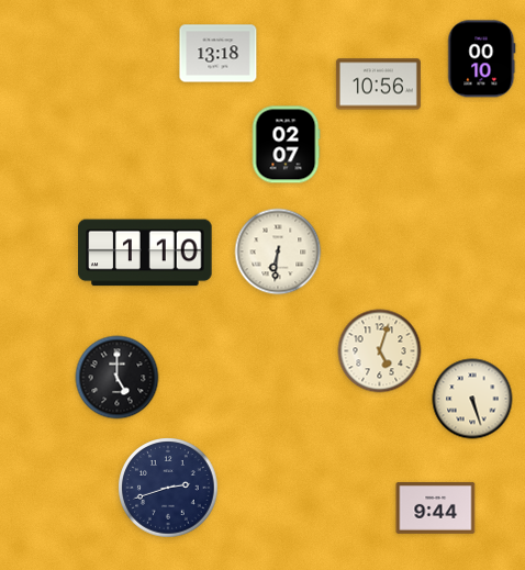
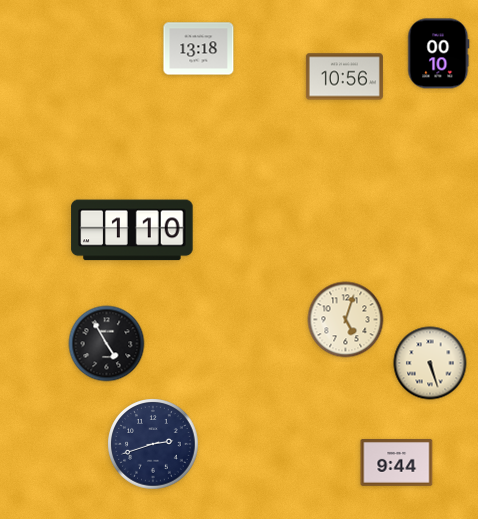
clock at (286, 145): 02:07 -> none
clock at (278, 252): 6:31 -> none
clock at (118, 378): 5:00 -> 4:55
